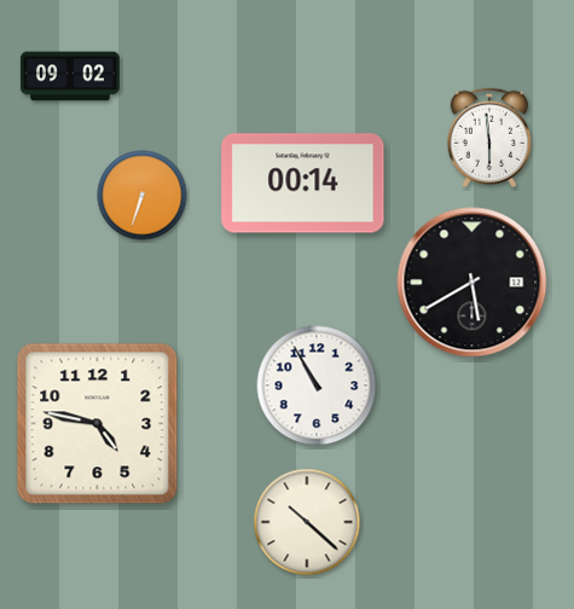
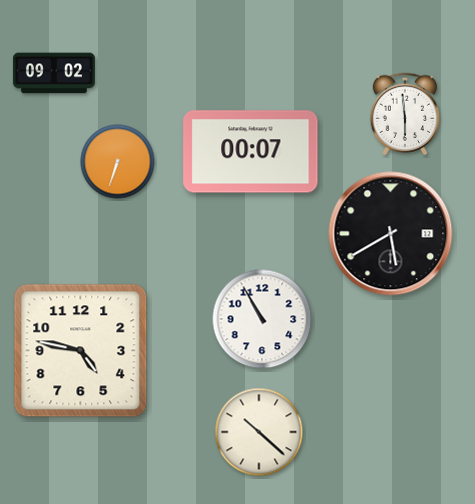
clock at (70, 76) position: (70, 76) -> (54, 73)
clock at (303, 184): 00:14 -> 00:07
clock at (307, 522) position: (307, 522) -> (259, 432)
